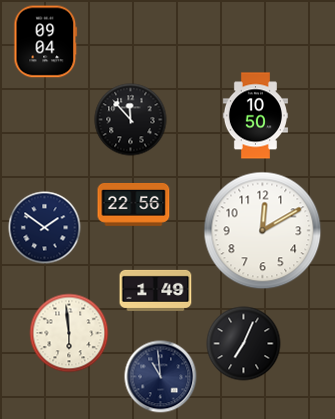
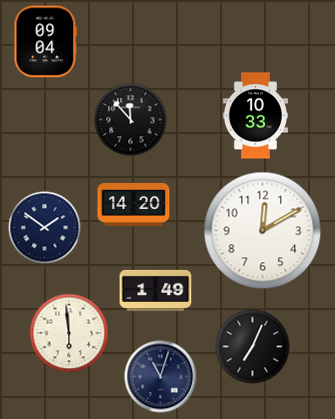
clock at (255, 116): 10:50 -> 10:33
clock at (134, 204): 22:56 -> 14:20
clock at (244, 344) position: (244, 344) -> (253, 347)
clock at (161, 377): 10:59 -> 11:03
